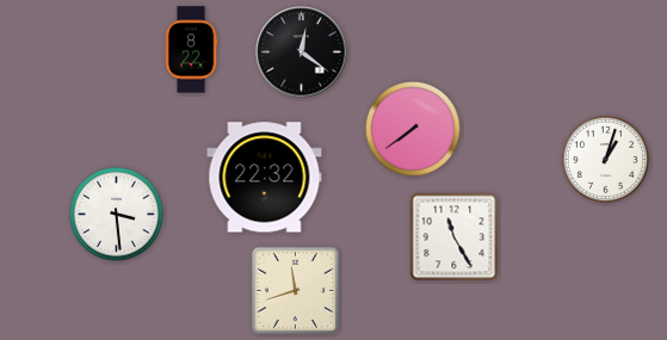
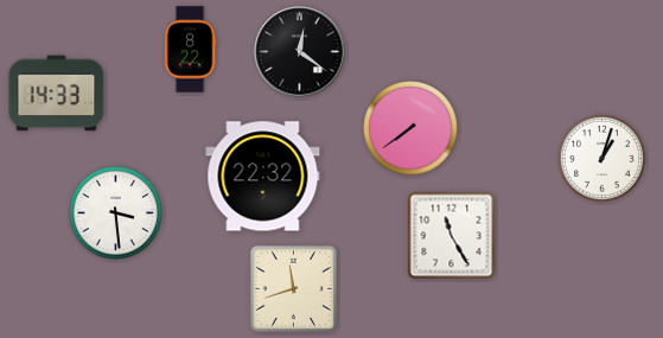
clock at (57, 94): none -> 14:33
